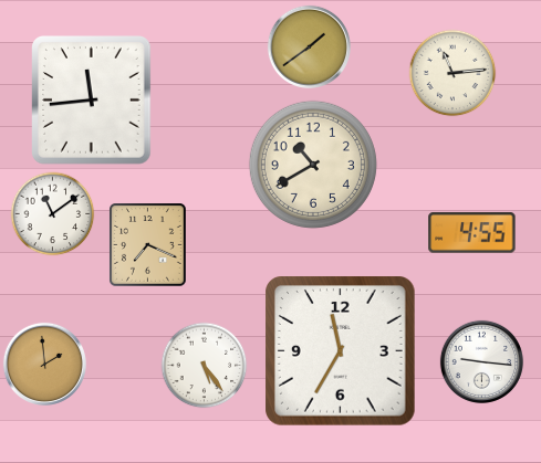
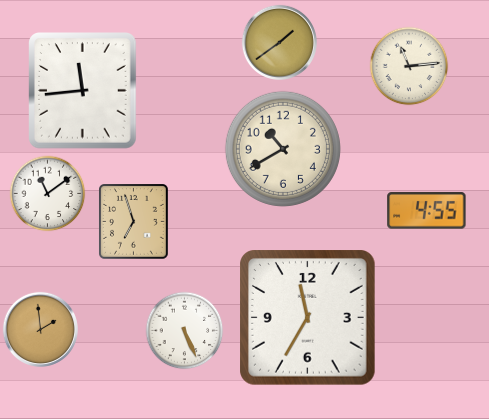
clock at (148, 245): 7:19 -> 6:57
clock at (481, 361): 9:16 -> none
clock at (205, 366): 5:24 -> 5:26
